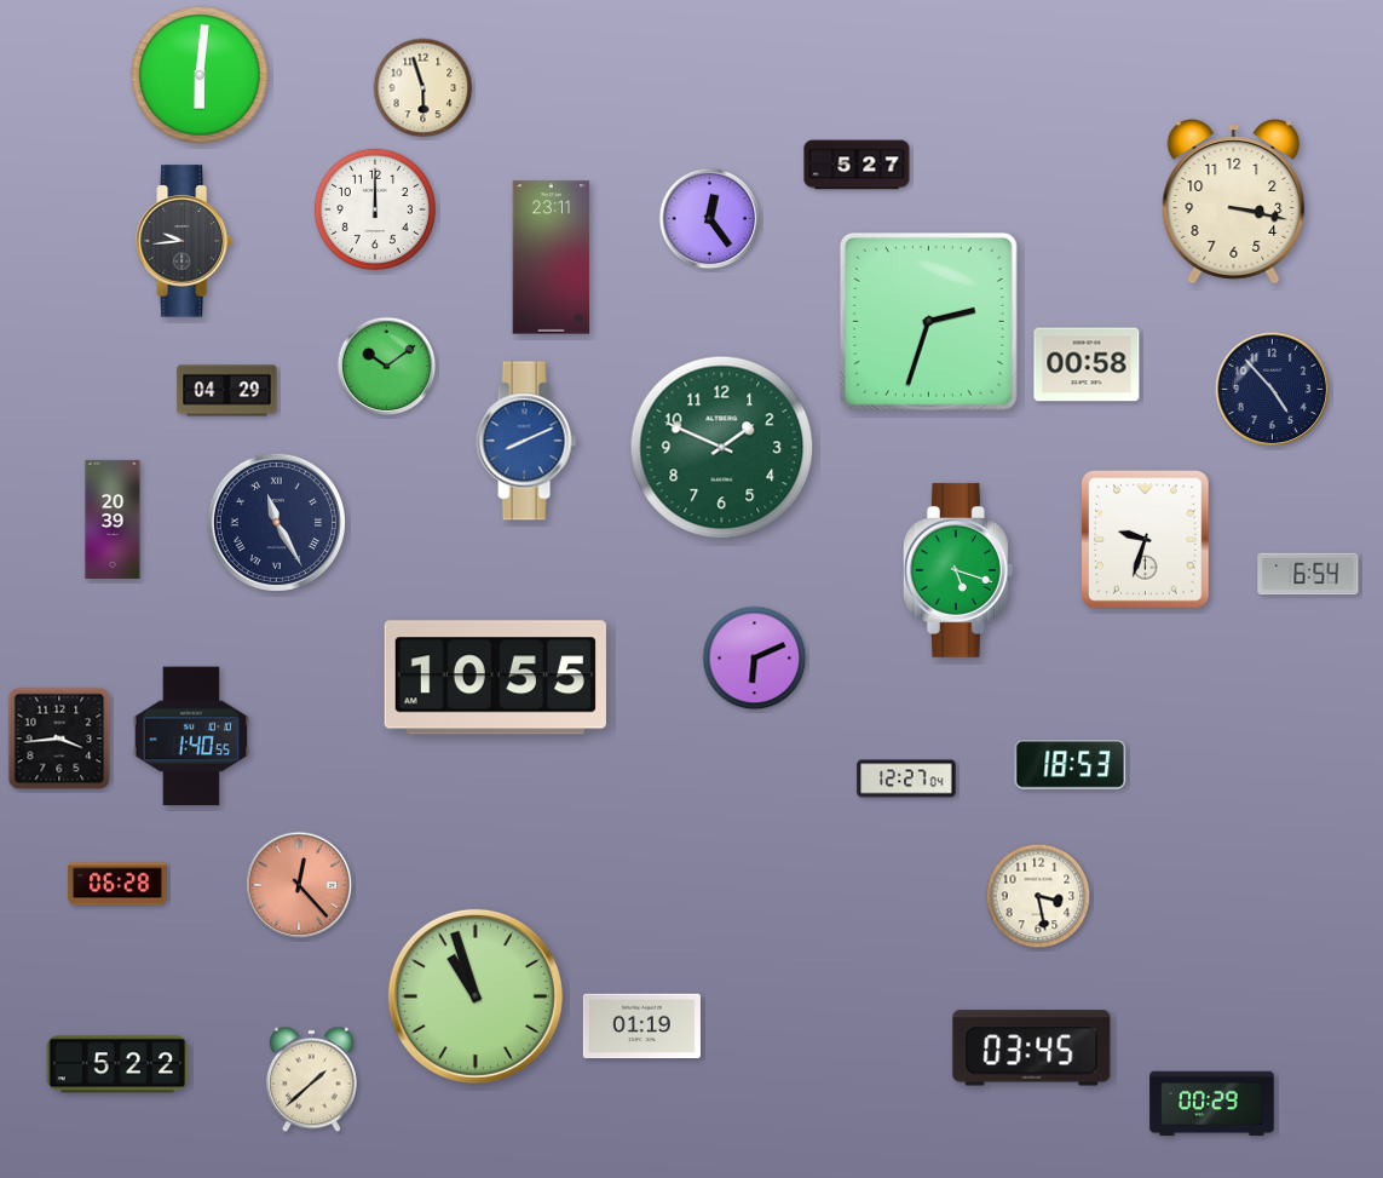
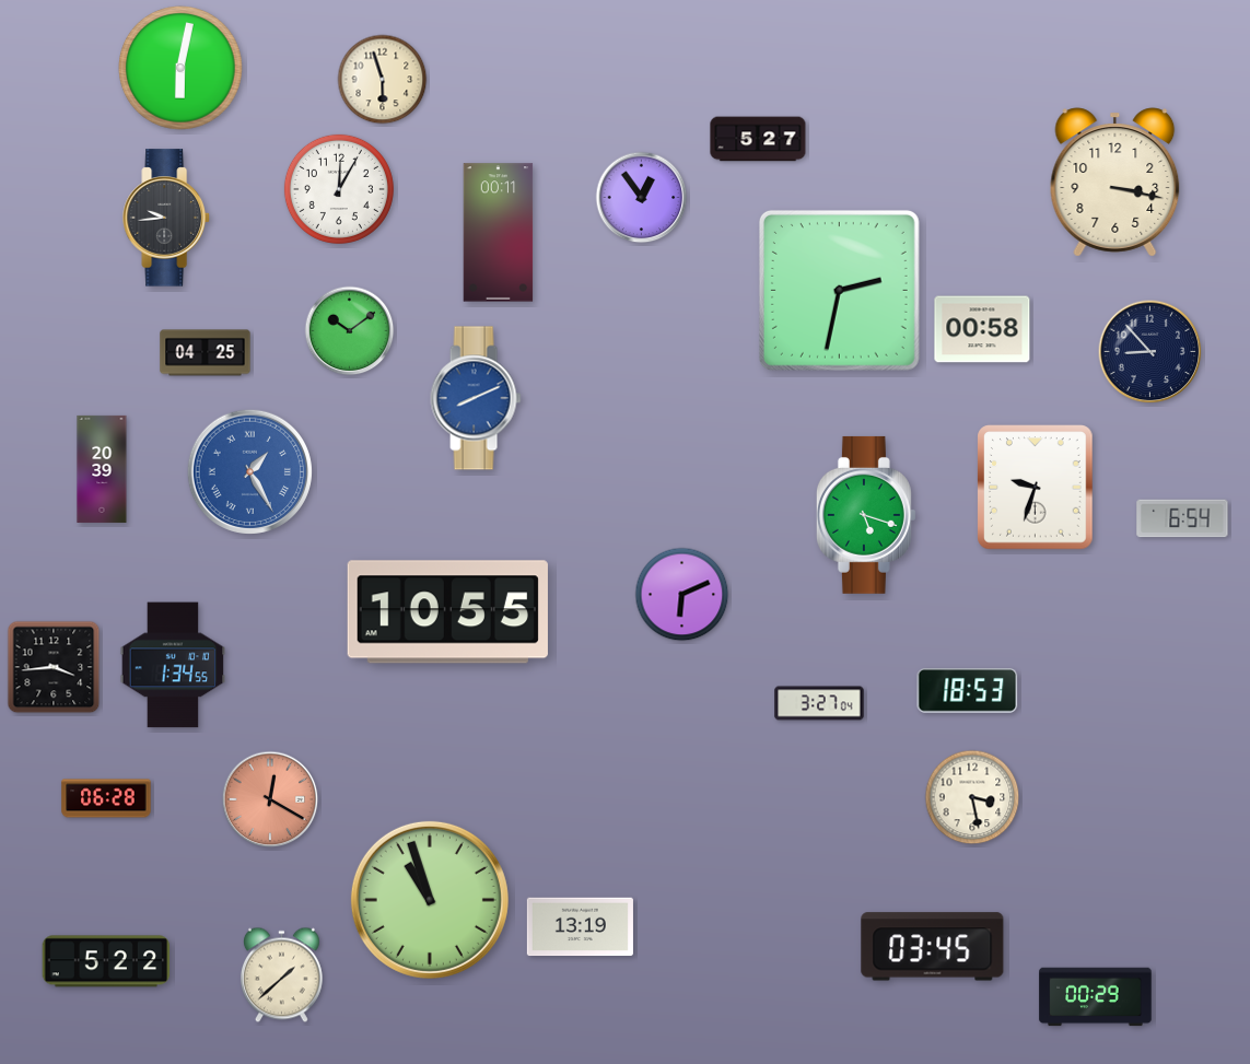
clock at (200, 75): 6:01 -> 6:02
clock at (857, 165) position: (857, 165) -> (758, 139)
clock at (375, 209): 12:00 -> 12:05
clock at (710, 219): 12:24 -> 12:54
clock at (552, 258): 23:11 -> 00:11
clock at (928, 321): 2:33 -> 2:32
clock at (1273, 390): 4:53 -> 8:53
clock at (227, 391): 04:29 -> 04:25
clock at (722, 448): 1:49 -> none
clock at (276, 522): 11:25 -> 1:25
clock at (276, 522) dial: navy -> blue
clock at (191, 736): 1:40 -> 1:34
clock at (906, 778): 12:27 -> 3:27
clock at (299, 885): 12:23 -> 12:20
clock at (1038, 896) position: (1038, 896) -> (972, 797)
clock at (641, 1027): 01:19 -> 13:19
